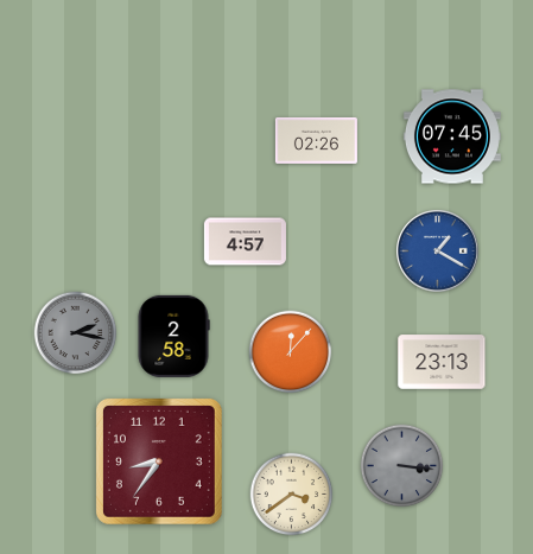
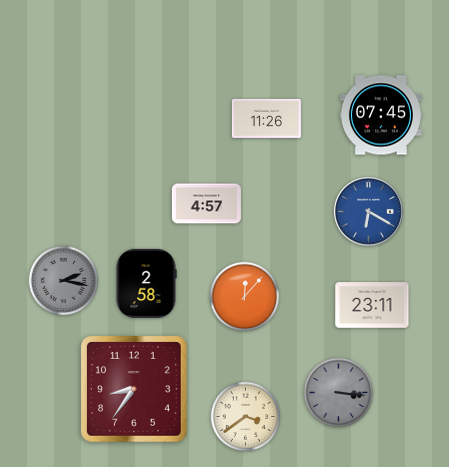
clock at (316, 140): 02:26 -> 11:26
clock at (438, 251): 1:20 -> 6:20
clock at (442, 362): 23:13 -> 23:11
